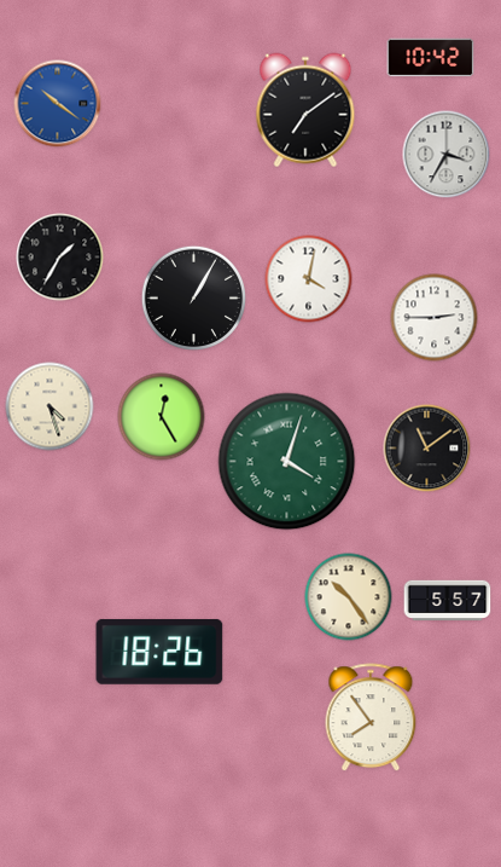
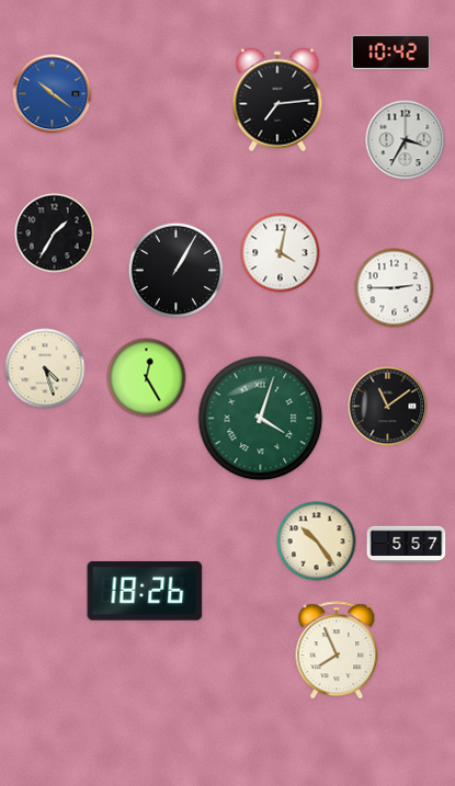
clock at (305, 110): 7:09 -> 7:14
clock at (371, 718): 7:54 -> 7:56
